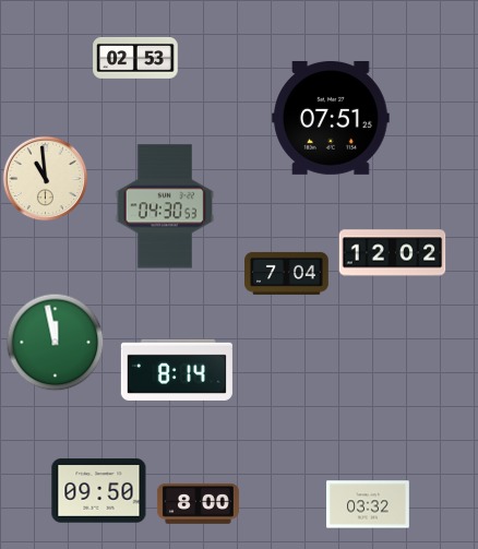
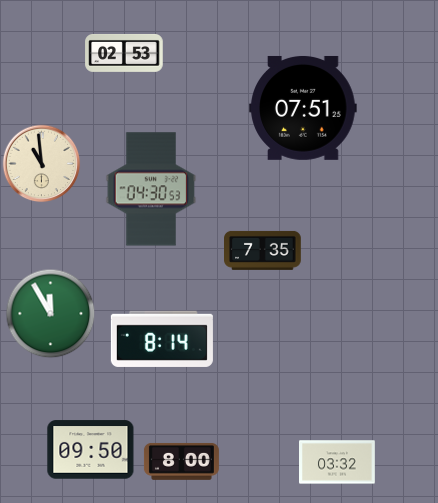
clock at (393, 253): 12:02 -> none
clock at (287, 273): 7:04 -> 7:35
clock at (56, 343): 11:58 -> 11:55
